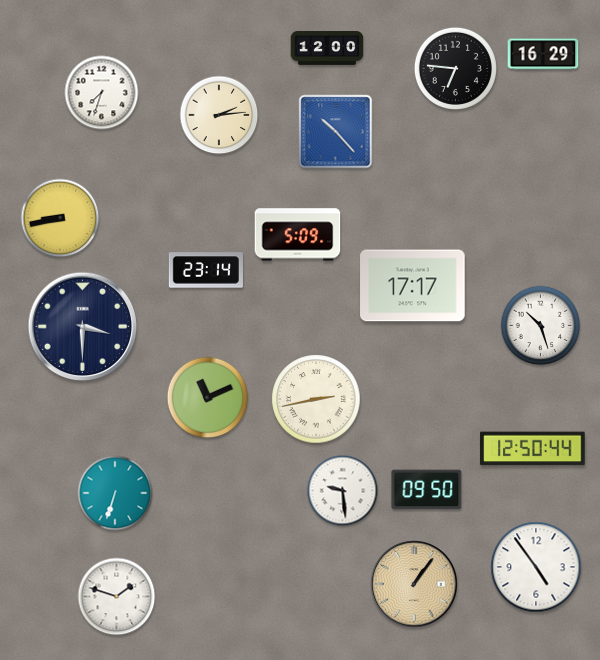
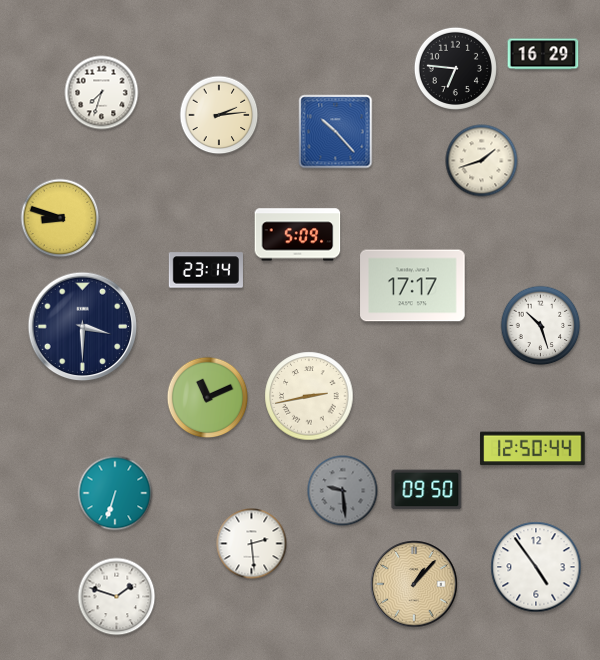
clock at (327, 49): 12:00 -> none
clock at (482, 161): none -> 1:42
clock at (60, 218): 8:43 -> 8:48
clock at (316, 399) position: (316, 399) -> (309, 396)
clock at (343, 491) dial: white -> grey
clock at (252, 544): none -> 2:29
clock at (414, 584): 1:06 -> 1:07
